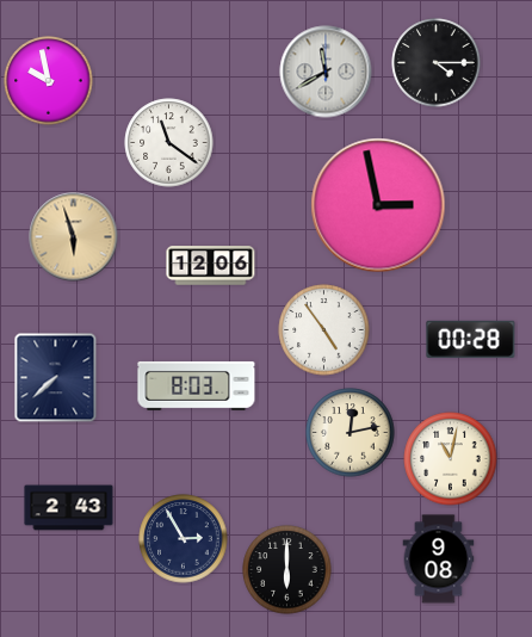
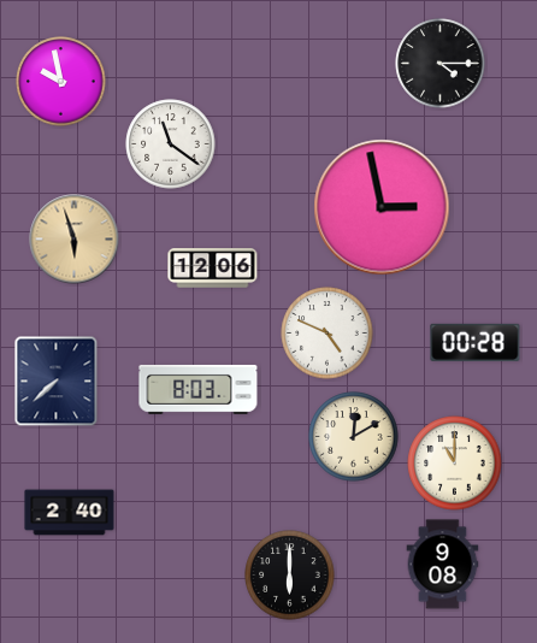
clock at (326, 72): 11:40 -> none
clock at (49, 81) position: (49, 81) -> (61, 82)
clock at (324, 330): 4:54 -> 4:49
clock at (351, 433): 12:13 -> 12:10
clock at (451, 459): 11:02 -> 11:00
clock at (69, 508): 2:43 -> 2:40
clock at (184, 539): 2:55 -> none
